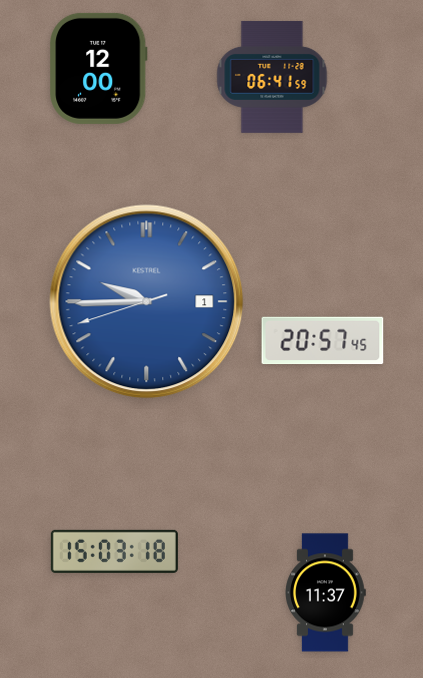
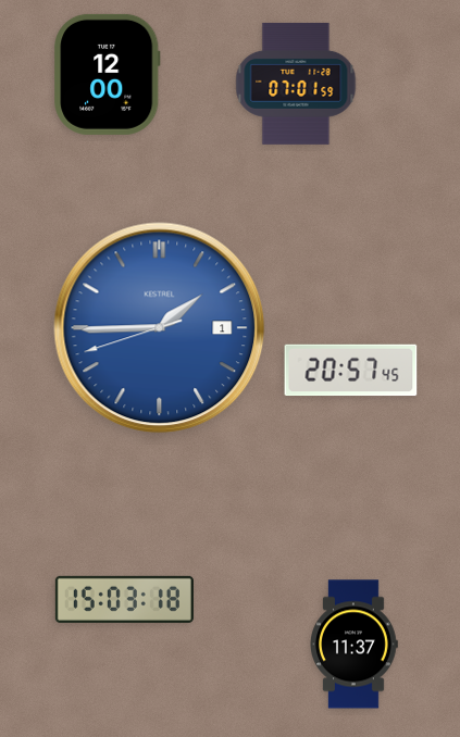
clock at (272, 77): 06:41 -> 07:01
clock at (147, 302): 9:44 -> 1:44
